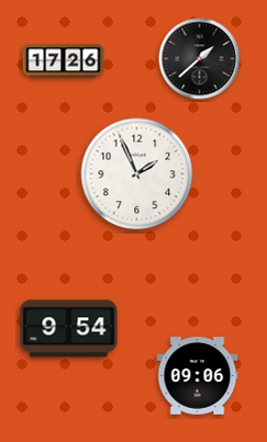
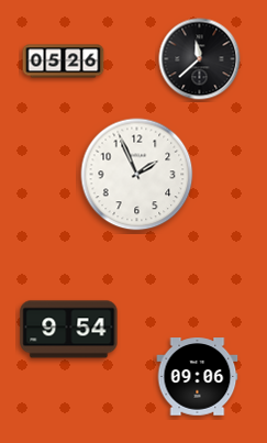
clock at (200, 59): 1:38 -> 11:38
clock at (64, 61): 17:26 -> 05:26
